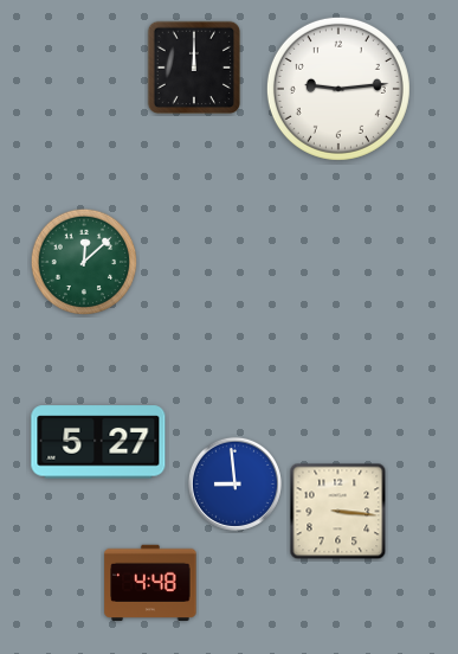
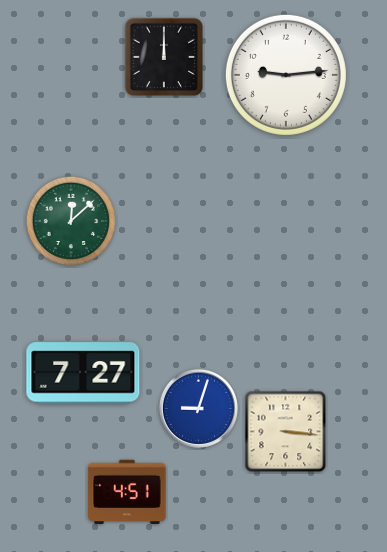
clock at (98, 442): 5:27 -> 7:27
clock at (234, 483): 8:59 -> 9:03
clock at (150, 582): 4:48 -> 4:51
